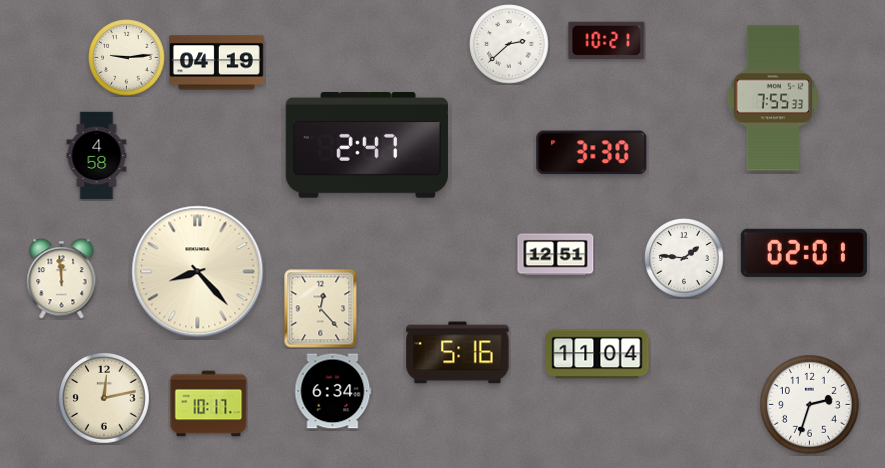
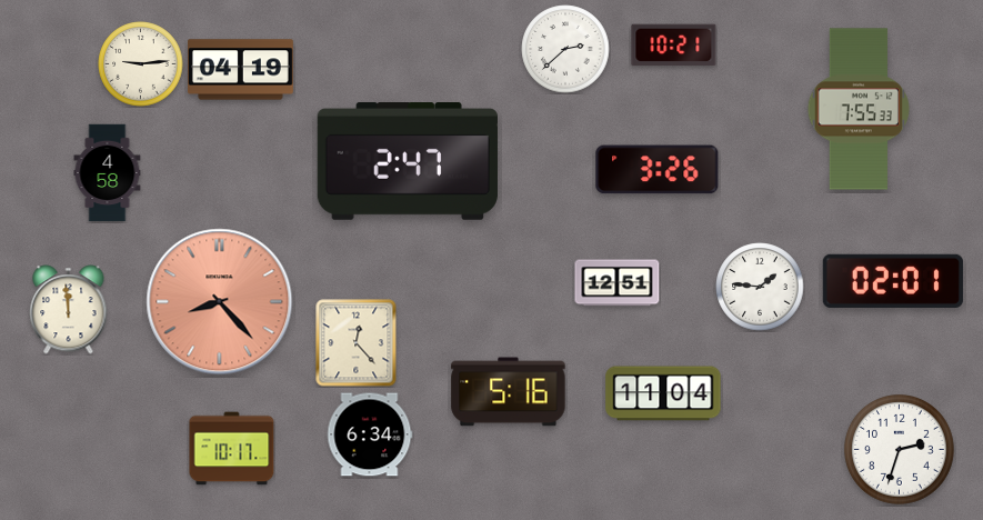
clock at (592, 153): 3:30 -> 3:26
clock at (198, 272) dial: cream -> salmon
clock at (104, 398): 12:13 -> none
